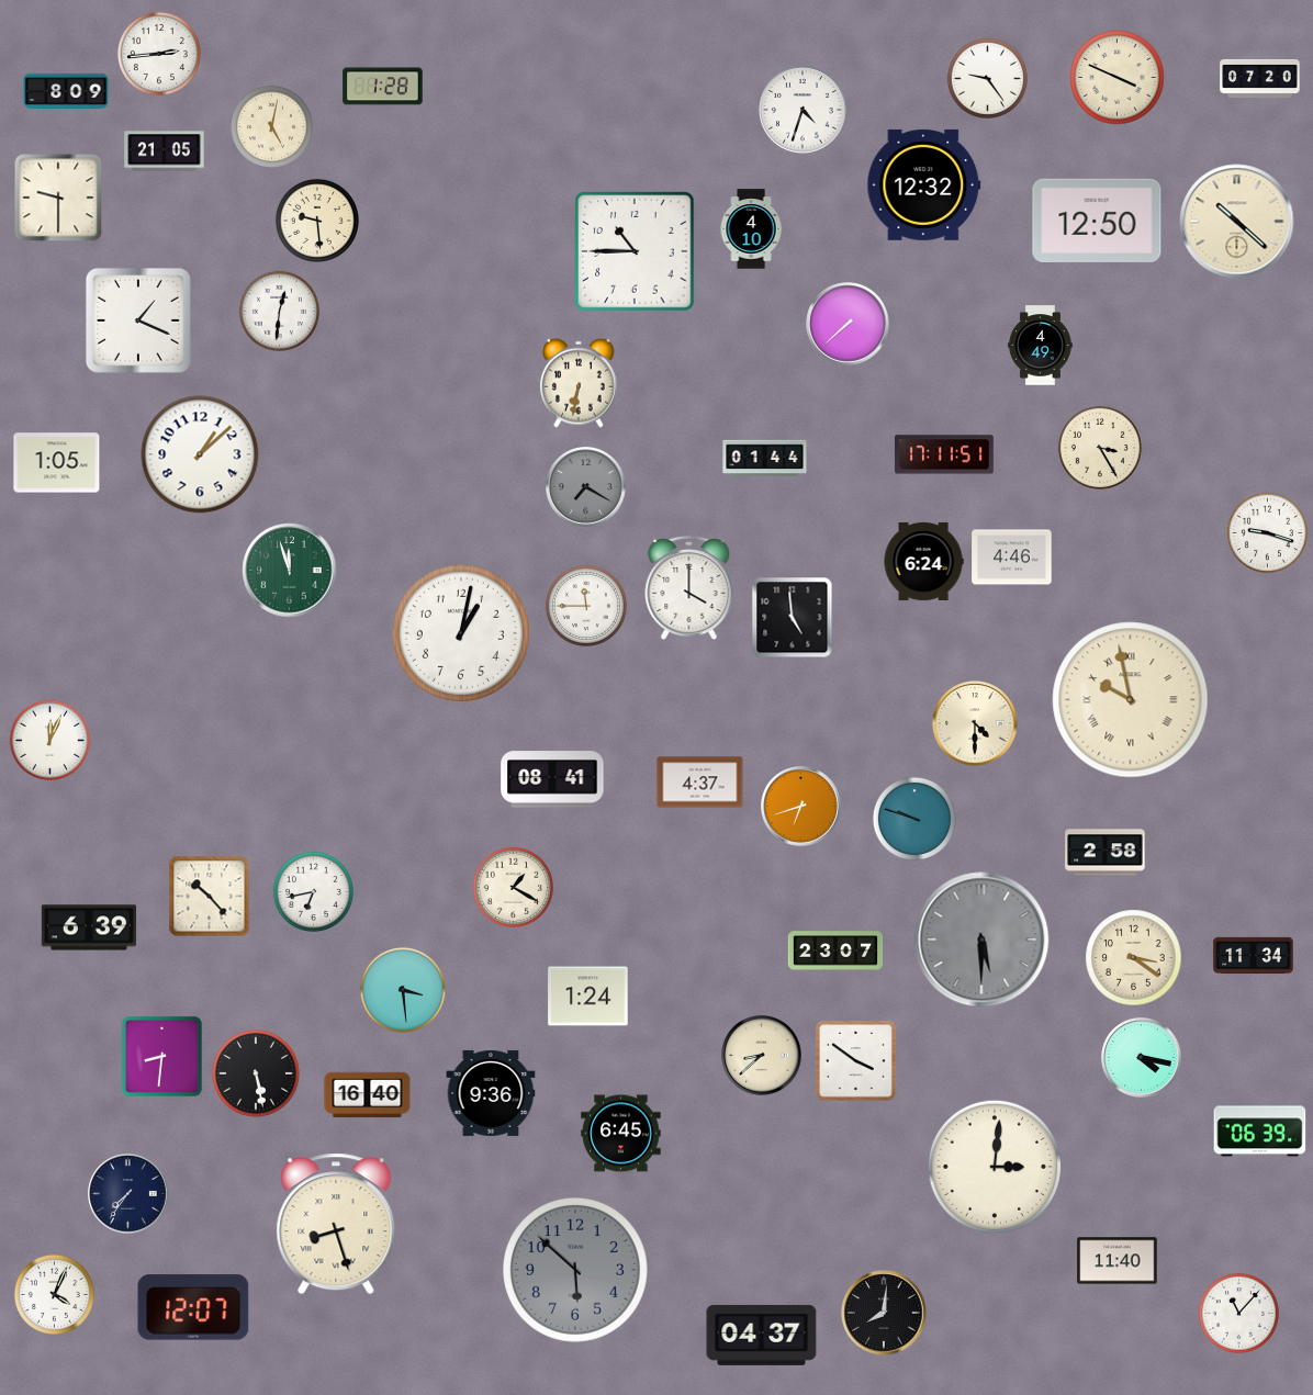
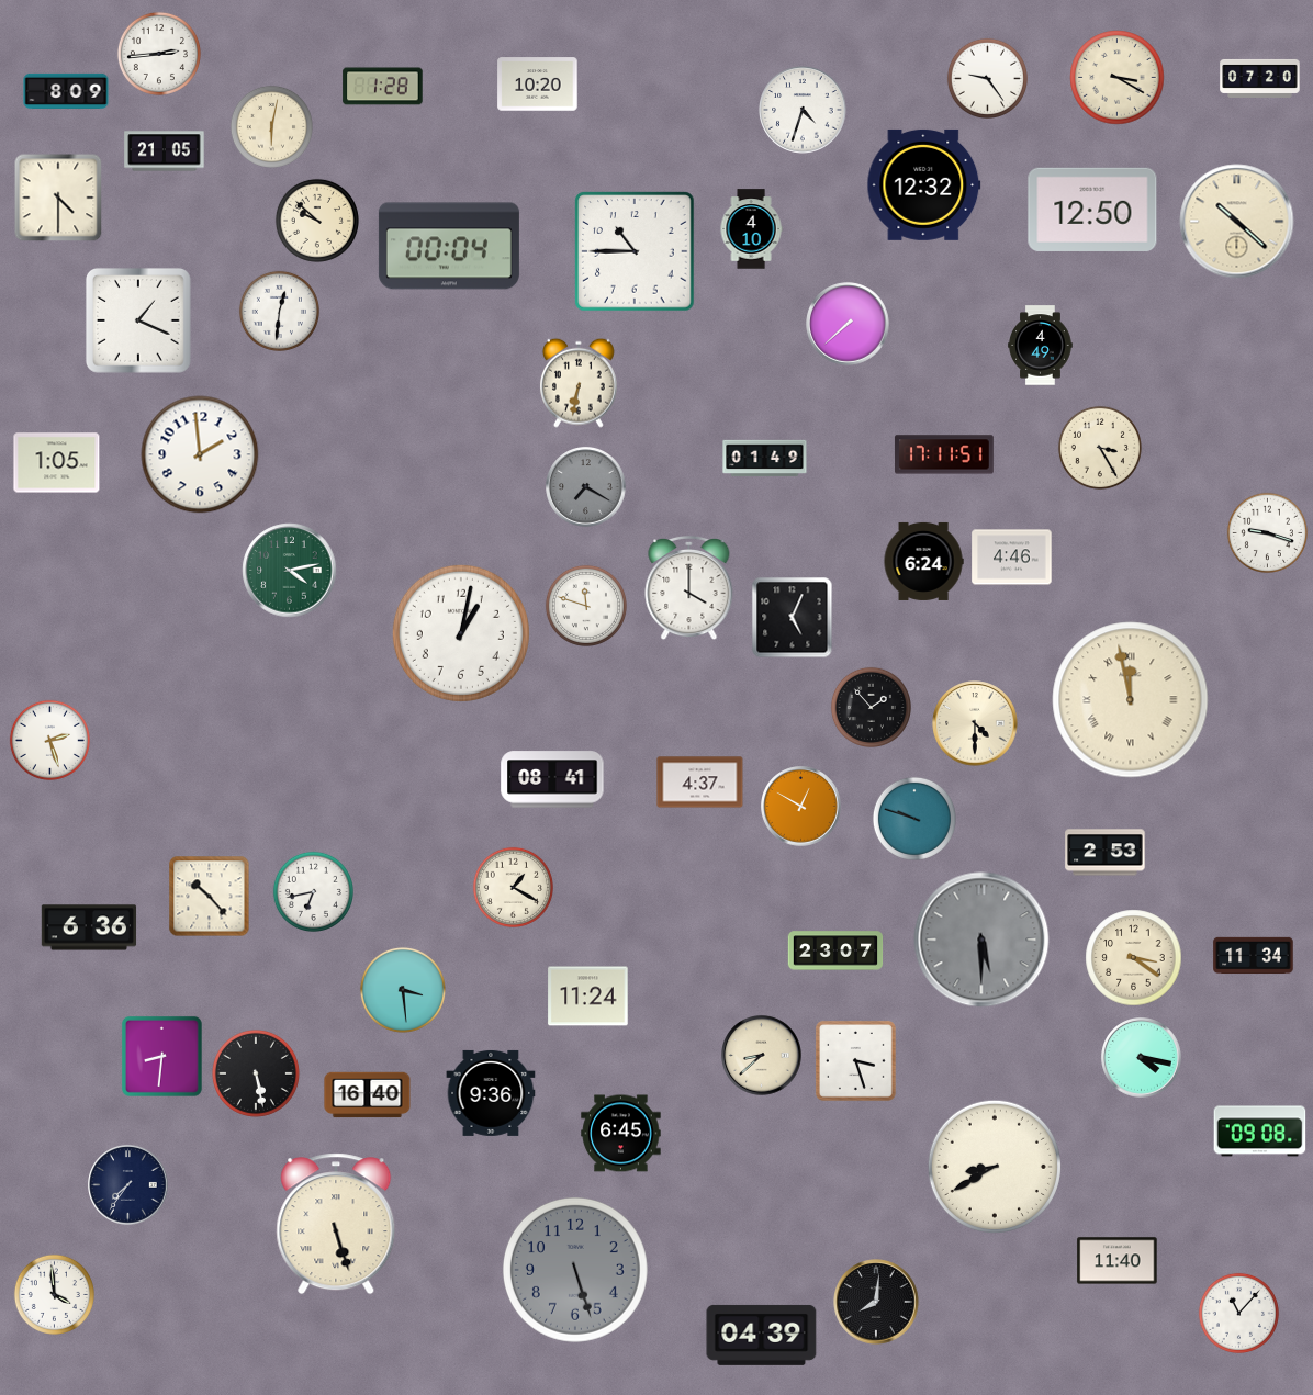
clock at (1118, 78): 3:49 -> 3:20
clock at (538, 85): none -> 10:20
clock at (271, 126): 5:02 -> 6:02
clock at (58, 198): 9:30 -> 4:30
clock at (317, 221): 9:29 -> 9:52
clock at (1097, 221) position: (1097, 221) -> (1092, 210)
clock at (449, 246): none -> 00:04
clock at (200, 454): 1:08 -> 1:59
clock at (765, 459): 01:44 -> 01:49
clock at (290, 571): 11:57 -> 4:13
clock at (586, 606): 11:45 -> 11:48
clock at (793, 618): 4:59 -> 5:04
clock at (1131, 700): 9:58 -> 11:58
clock at (871, 707): none -> 1:53
clock at (49, 740): 12:04 -> 2:27
clock at (801, 807): 6:42 -> 12:50
clock at (1106, 853): 2:58 -> 2:53
clock at (89, 927): 6:39 -> 6:36
clock at (588, 997): 1:24 -> 11:24
clock at (855, 1060): 3:51 -> 3:27
clock at (1260, 1132): 06:39 -> 09:08
clock at (995, 1167): 3:01 -> 8:40
clock at (128, 1194) position: (128, 1194) -> (128, 1185)
clock at (336, 1224): 8:27 -> 5:27
clock at (575, 1270): 5:52 -> 5:27
clock at (54, 1294): 4:04 -> 3:59
clock at (193, 1307): 12:07 -> none
clock at (884, 1313) position: (884, 1313) -> (876, 1302)
clock at (762, 1335): 04:37 -> 04:39
